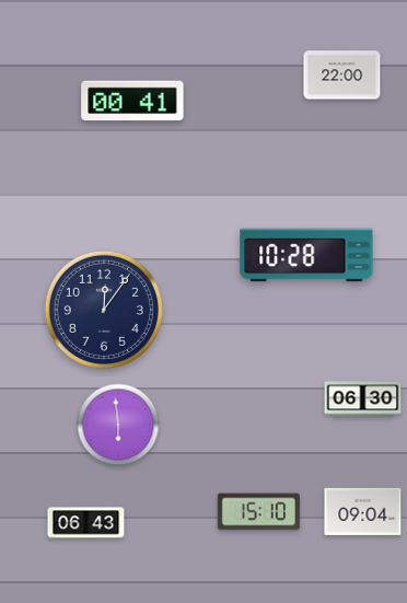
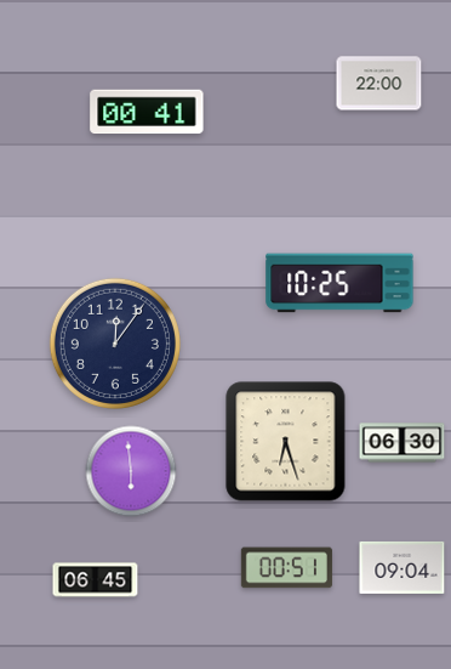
clock at (306, 255): 10:28 -> 10:25
clock at (286, 442): none -> 6:27
clock at (258, 512): 15:10 -> 00:51
clock at (86, 523): 06:43 -> 06:45
